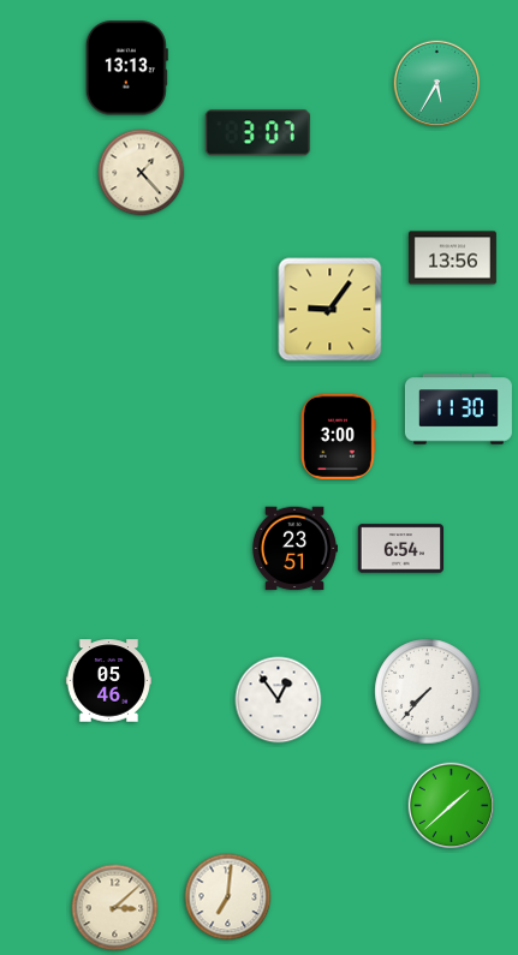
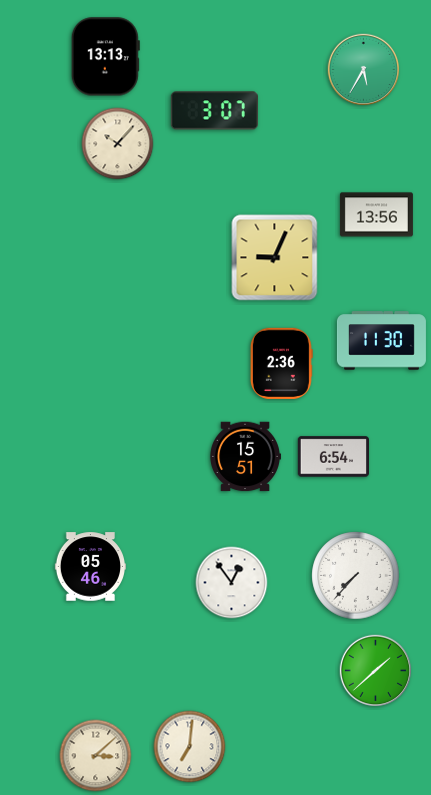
clock at (142, 173): 1:23 -> 10:07
clock at (331, 310): 9:06 -> 9:04
clock at (338, 436): 3:00 -> 2:36
clock at (293, 549): 23:51 -> 15:51
